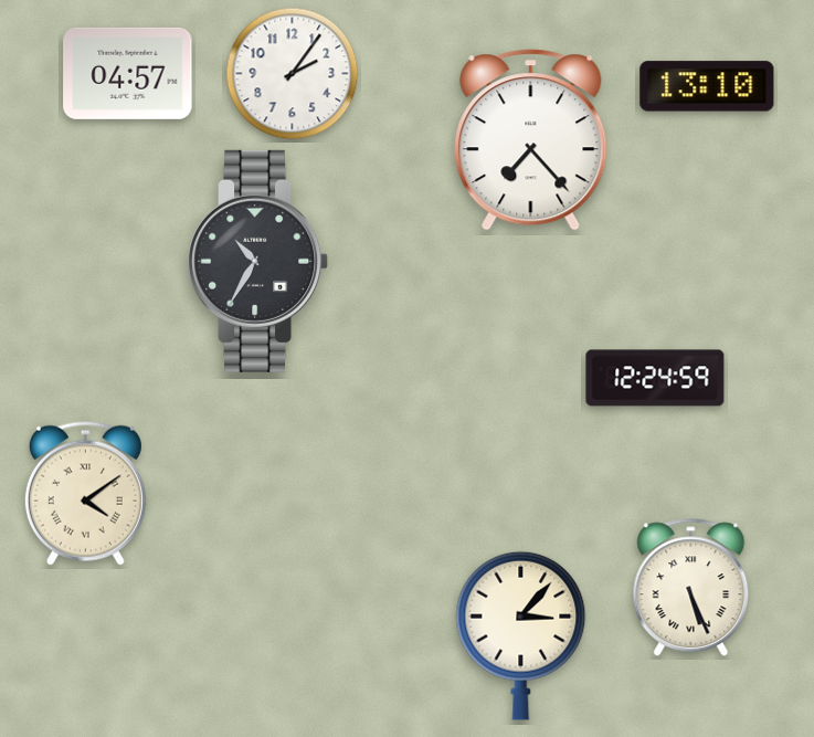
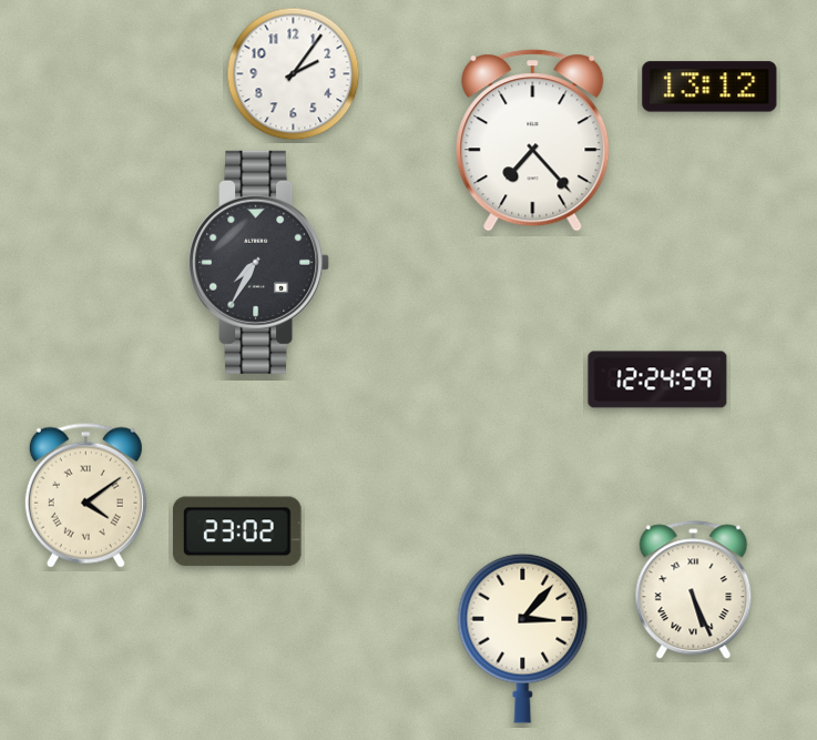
clock at (128, 73): 04:57 -> none
clock at (707, 86): 13:10 -> 13:12
clock at (258, 261): 10:35 -> 7:35
clock at (238, 531): none -> 23:02
